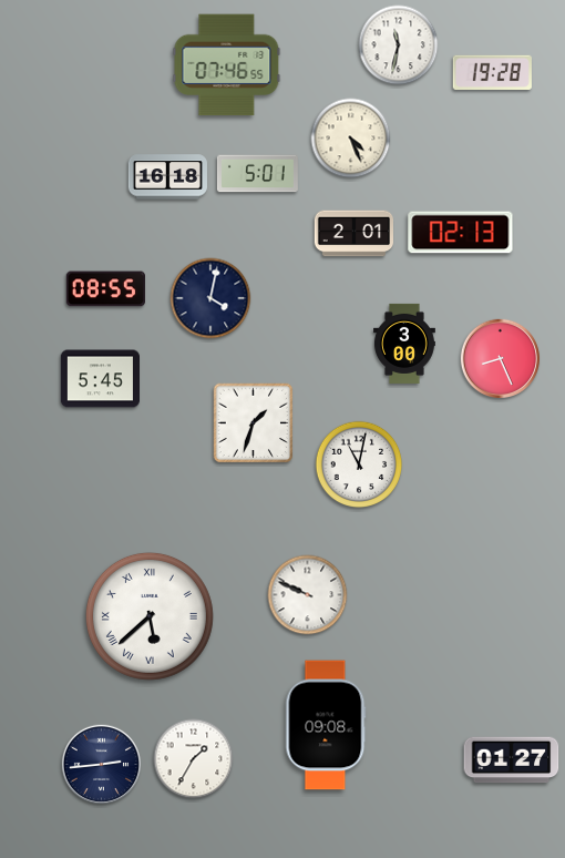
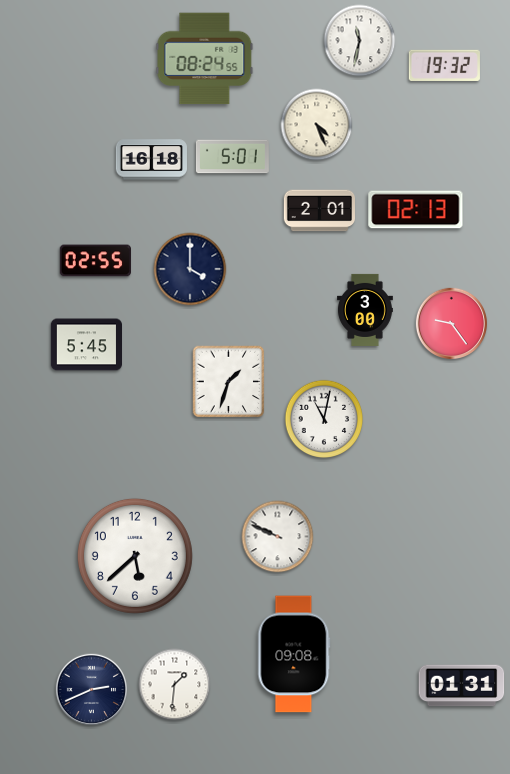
clock at (227, 65): 07:46 -> 08:24
clock at (492, 72): 19:28 -> 19:32
clock at (105, 289): 08:55 -> 02:55
clock at (210, 298): 4:02 -> 4:00
clock at (501, 359): 8:26 -> 9:24
clock at (100, 379) position: (100, 379) -> (86, 345)
clock at (150, 616) numerals: Roman -> Arabic
clock at (194, 759): 1:35 -> 1:31
clock at (512, 760): 01:27 -> 01:31
clock at (102, 765): 2:44 -> 2:41
